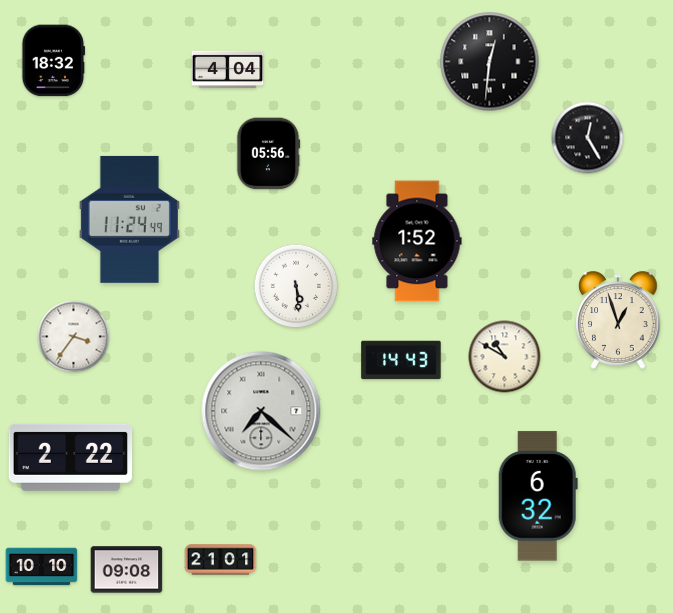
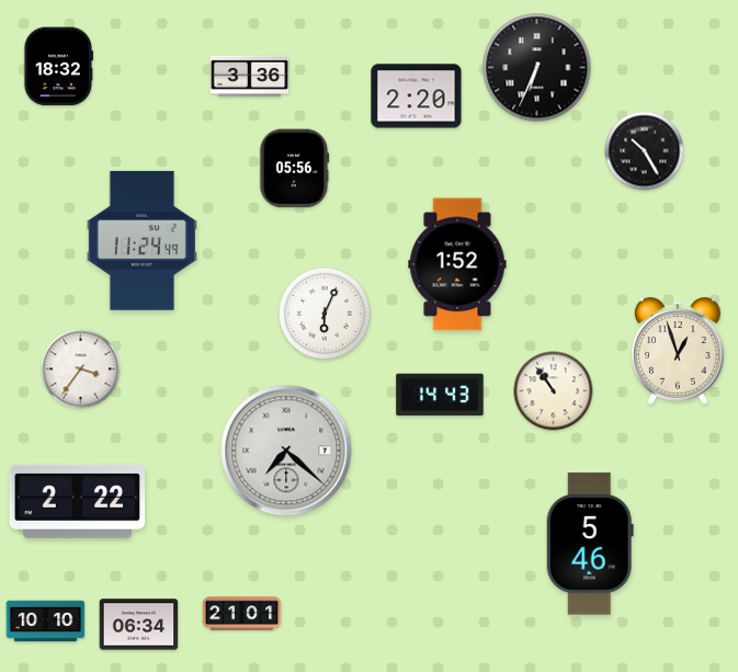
clock at (490, 62): 12:31 -> 6:34
clock at (228, 69): 4:04 -> 3:36
clock at (417, 96): none -> 2:20
clock at (588, 138): 12:25 -> 10:25
clock at (296, 286): 5:29 -> 6:04
clock at (505, 357): 10:50 -> 10:54
clock at (538, 496): 6:32 -> 5:46
clock at (127, 570): 09:08 -> 06:34
